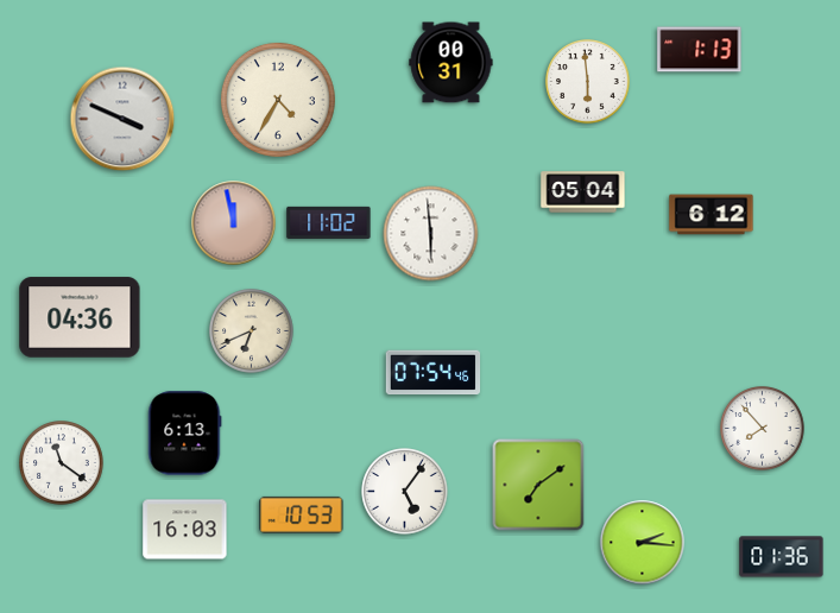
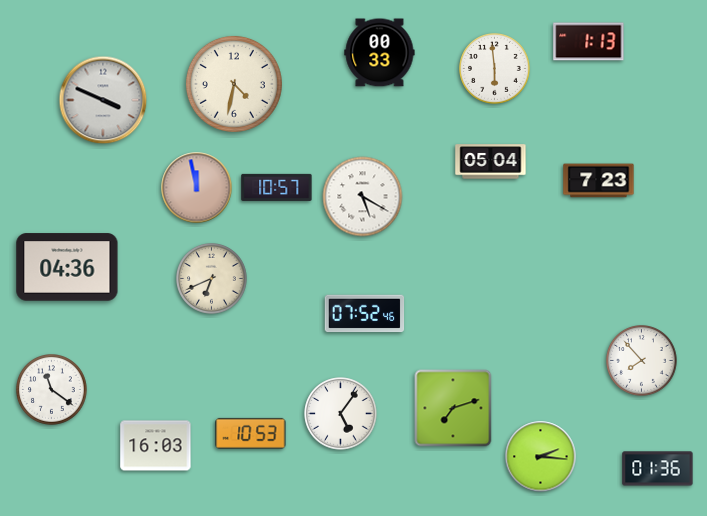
clock at (451, 63): 00:31 -> 00:33
clock at (278, 100): 4:35 -> 4:32
clock at (712, 215): 6:12 -> 7:23
clock at (329, 222): 11:02 -> 10:57
clock at (431, 234): 5:59 -> 5:20
clock at (434, 373): 07:54 -> 07:52
clock at (184, 434): 6:13 -> none
clock at (538, 485): 7:09 -> 7:12
clock at (302, 514) position: (302, 514) -> (251, 433)
